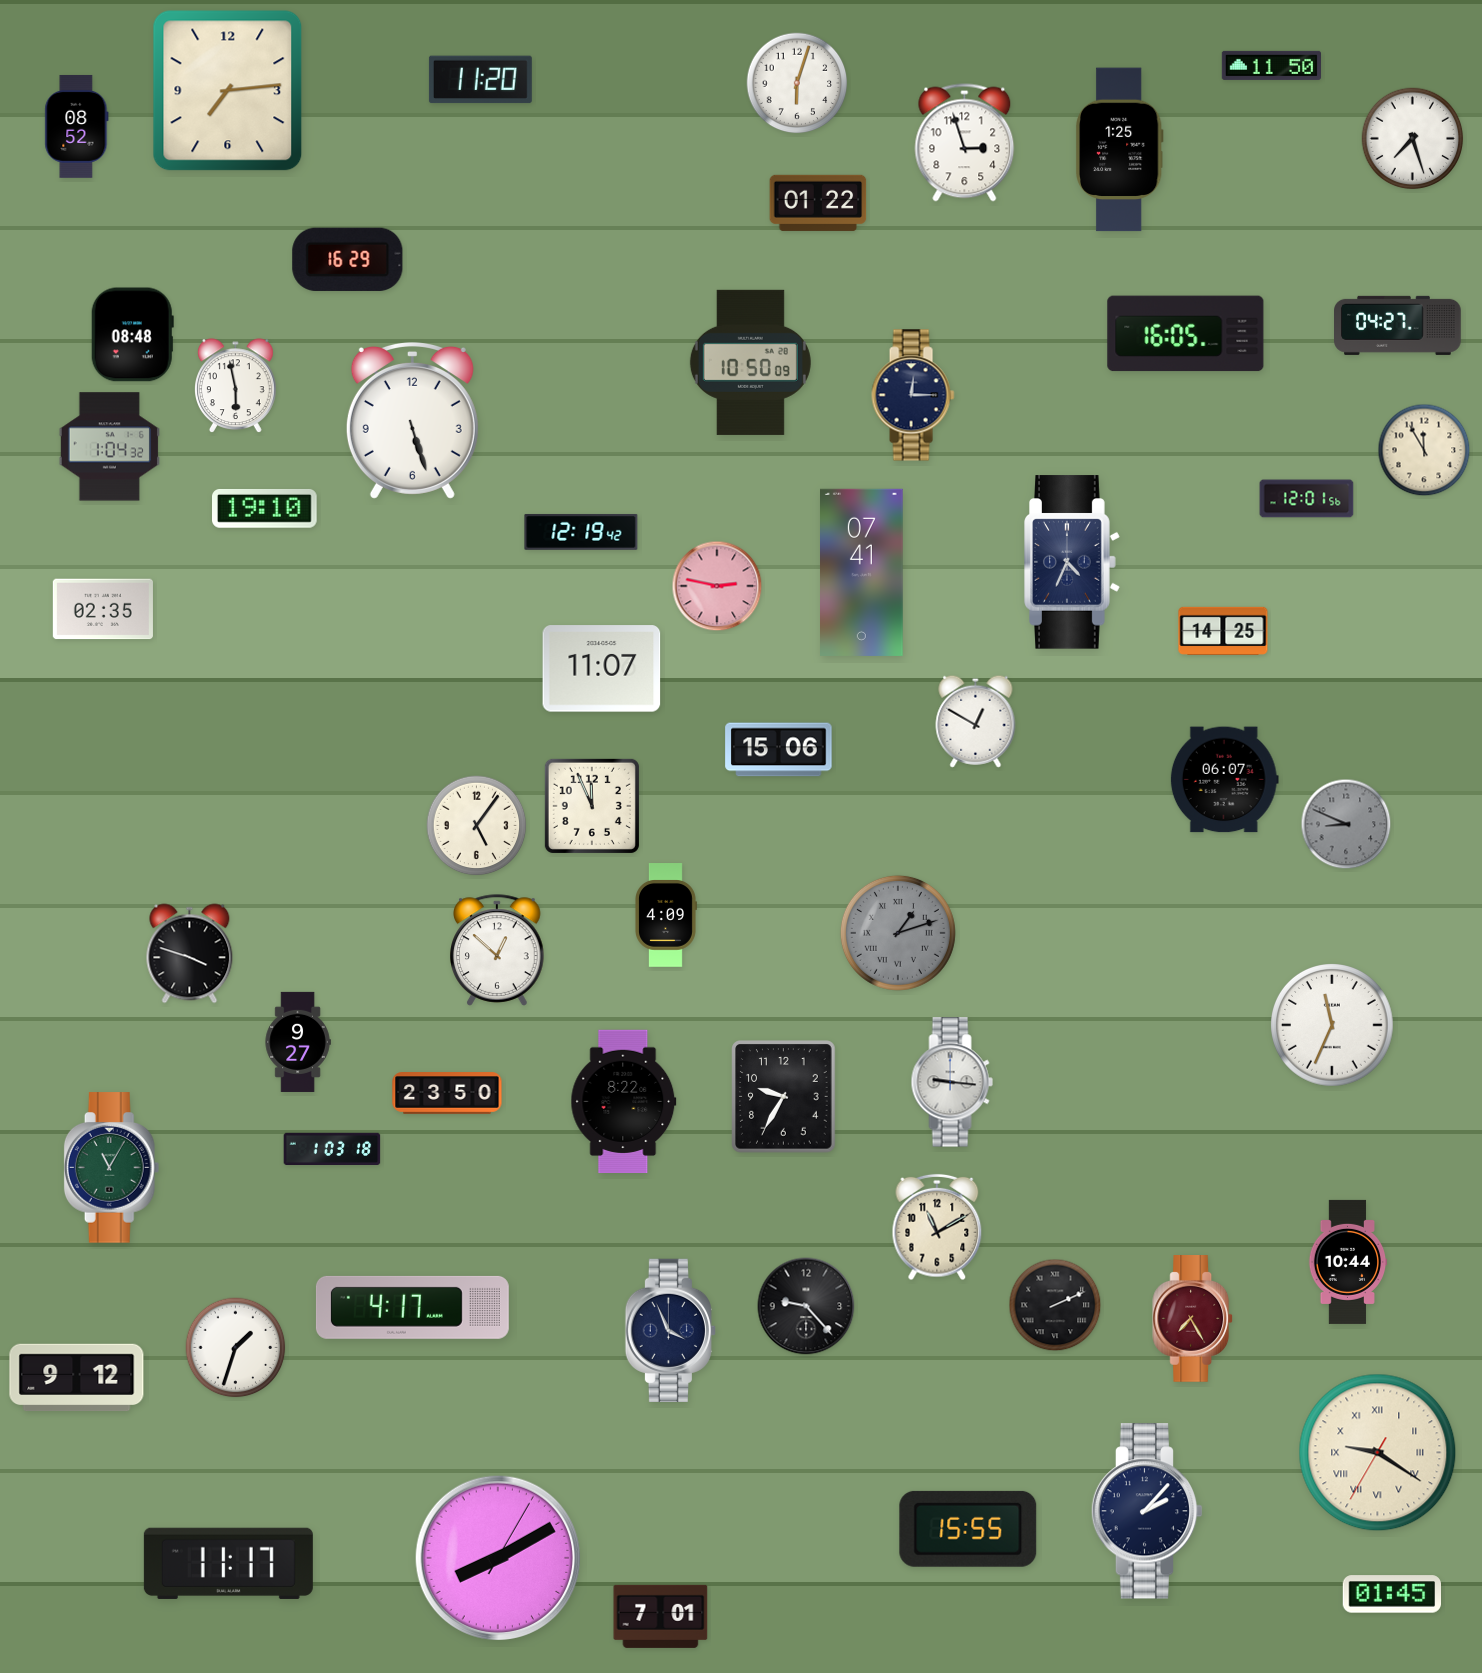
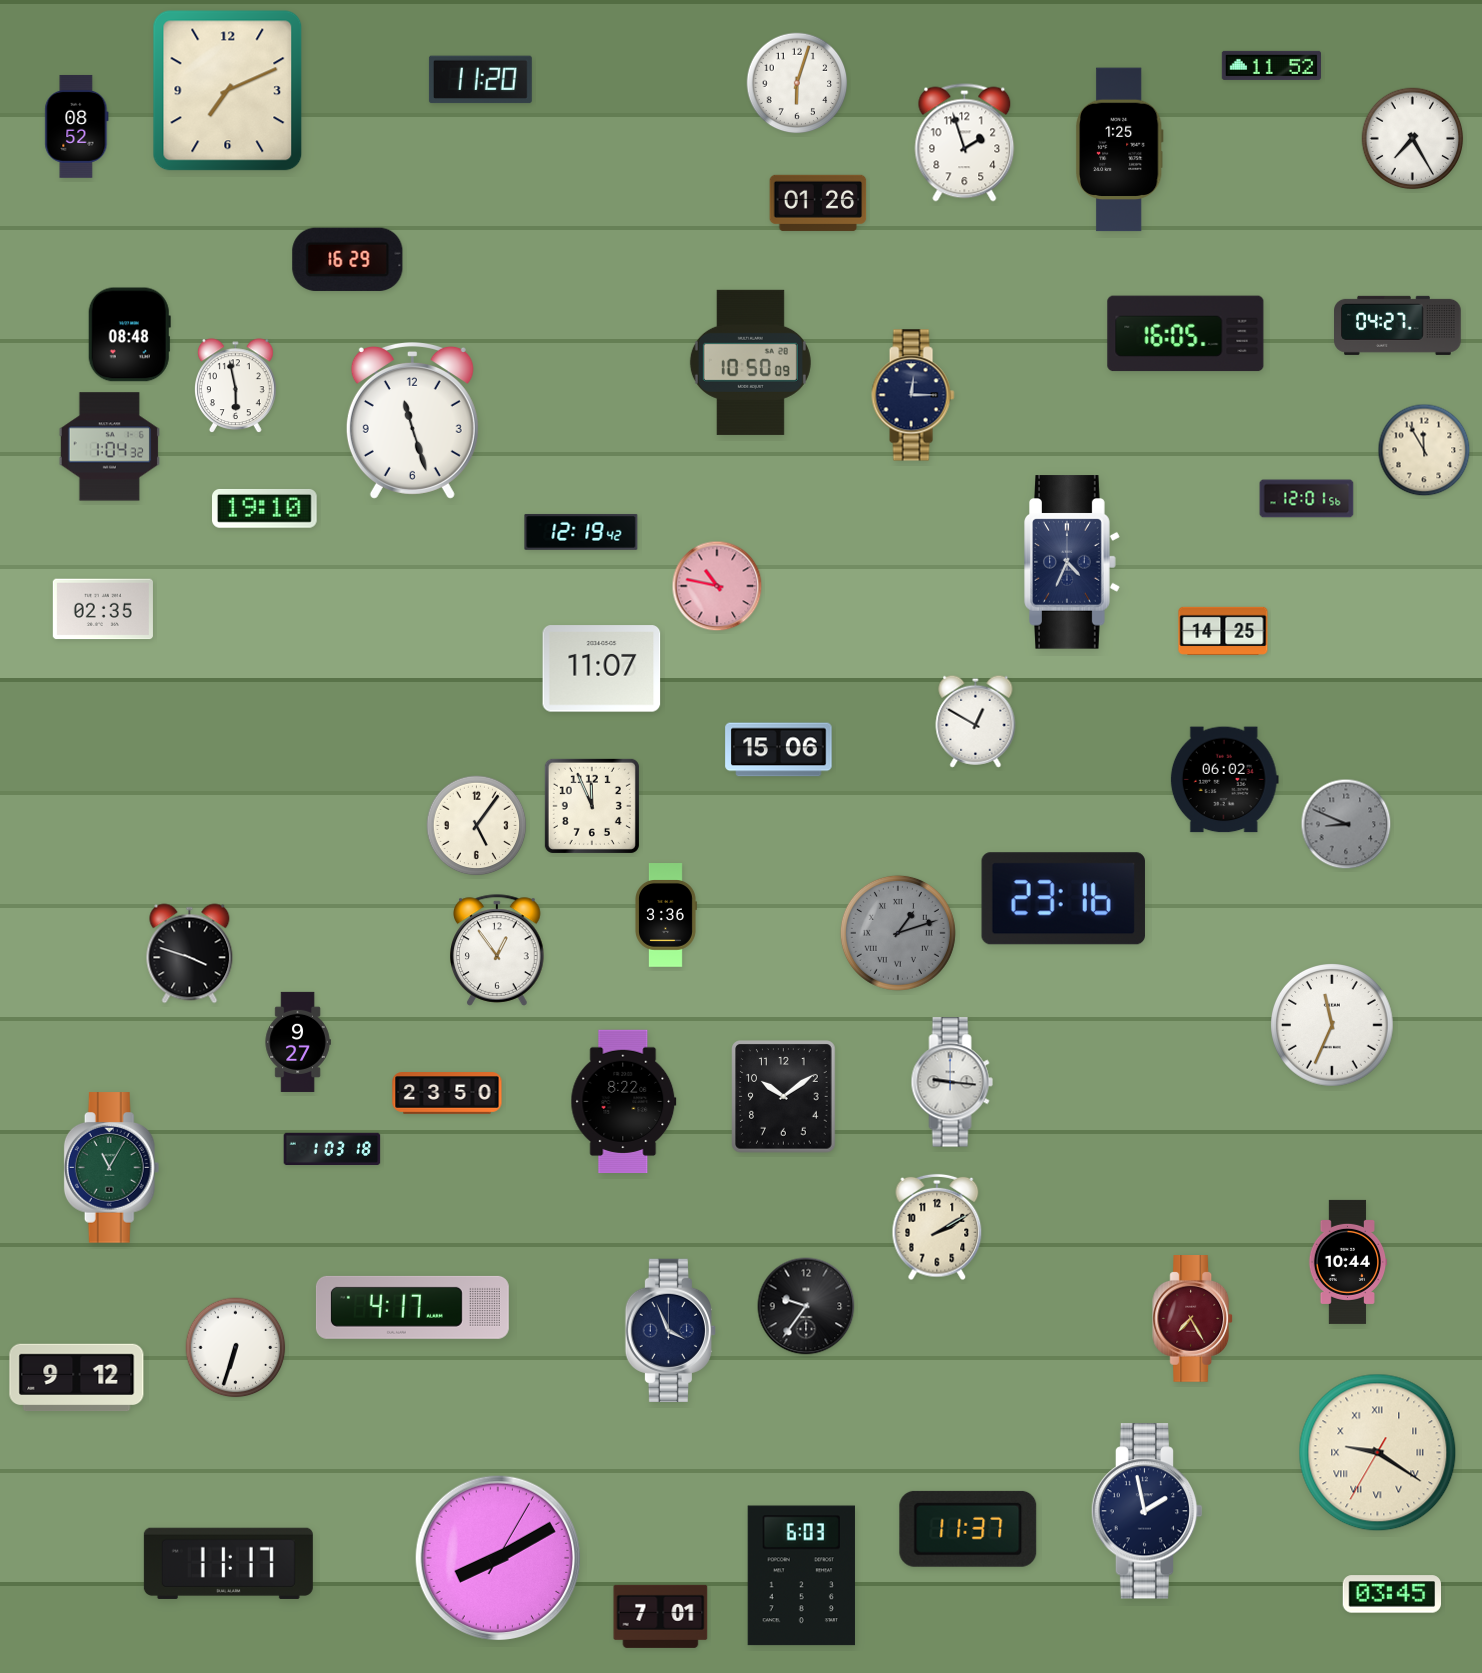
clock at (1271, 65): 11:50 -> 11:52
clock at (228, 91): 7:14 -> 7:11
clock at (1413, 139): 7:27 -> 7:25
clock at (965, 143): 2:57 -> 1:57
clock at (818, 203): 01:22 -> 01:26
clock at (132, 335) position: (132, 335) -> (129, 335)
clock at (412, 421): 5:27 -> 11:27
clock at (862, 572): 07:41 -> none
clock at (717, 586): 2:47 -> 10:47
clock at (1224, 780): 06:07 -> 06:02
clock at (1063, 899): none -> 23:16
clock at (666, 915): 4:09 -> 3:36
clock at (497, 950): 12:52 -> 12:54
clock at (784, 1097): 9:35 -> 10:09
clock at (937, 1227): 11:10 -> 2:10
clock at (1055, 1305): 2:11 -> none
clock at (806, 1306): 9:23 -> 9:36
clock at (236, 1348): 1:33 -> 6:33
clock at (1147, 1511): 2:07 -> 1:58
clock at (968, 1529): 15:55 -> 11:37
clock at (801, 1576): none -> 6:03
clock at (1391, 1594): 01:45 -> 03:45
